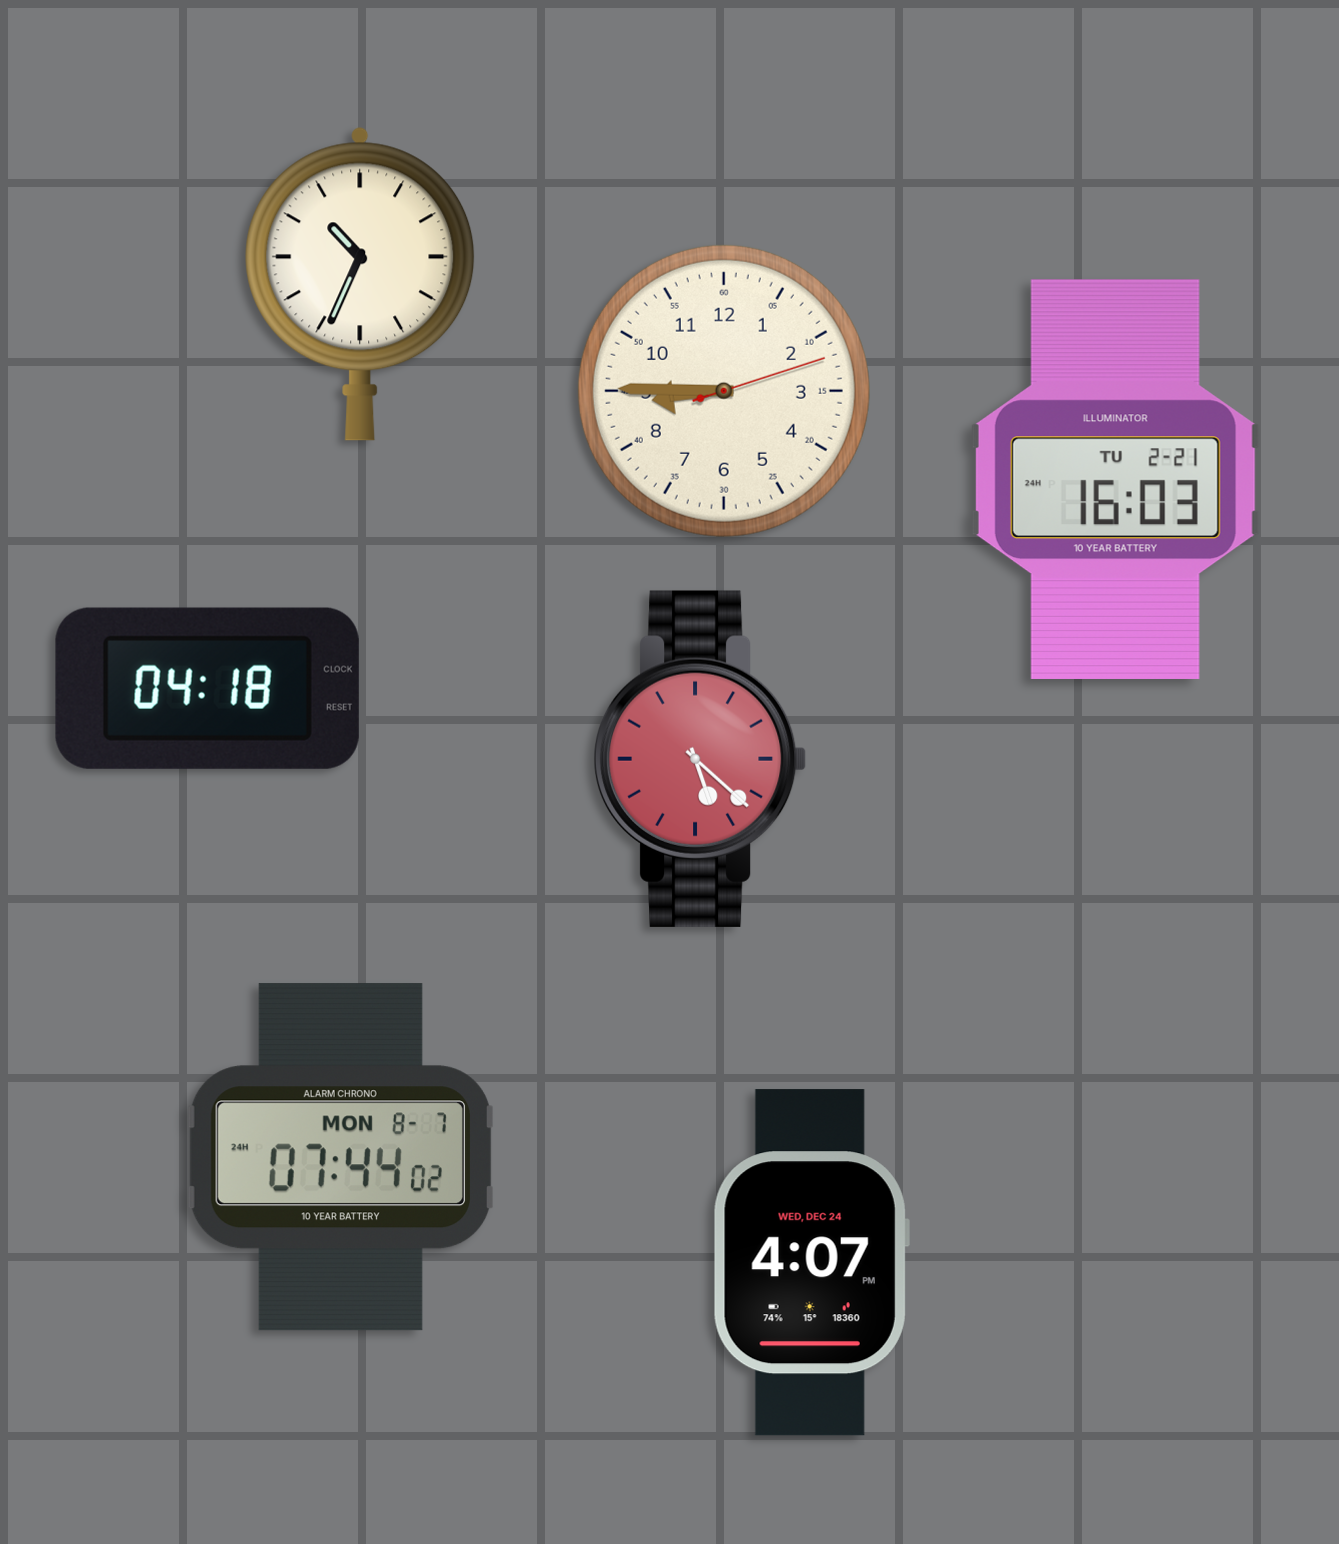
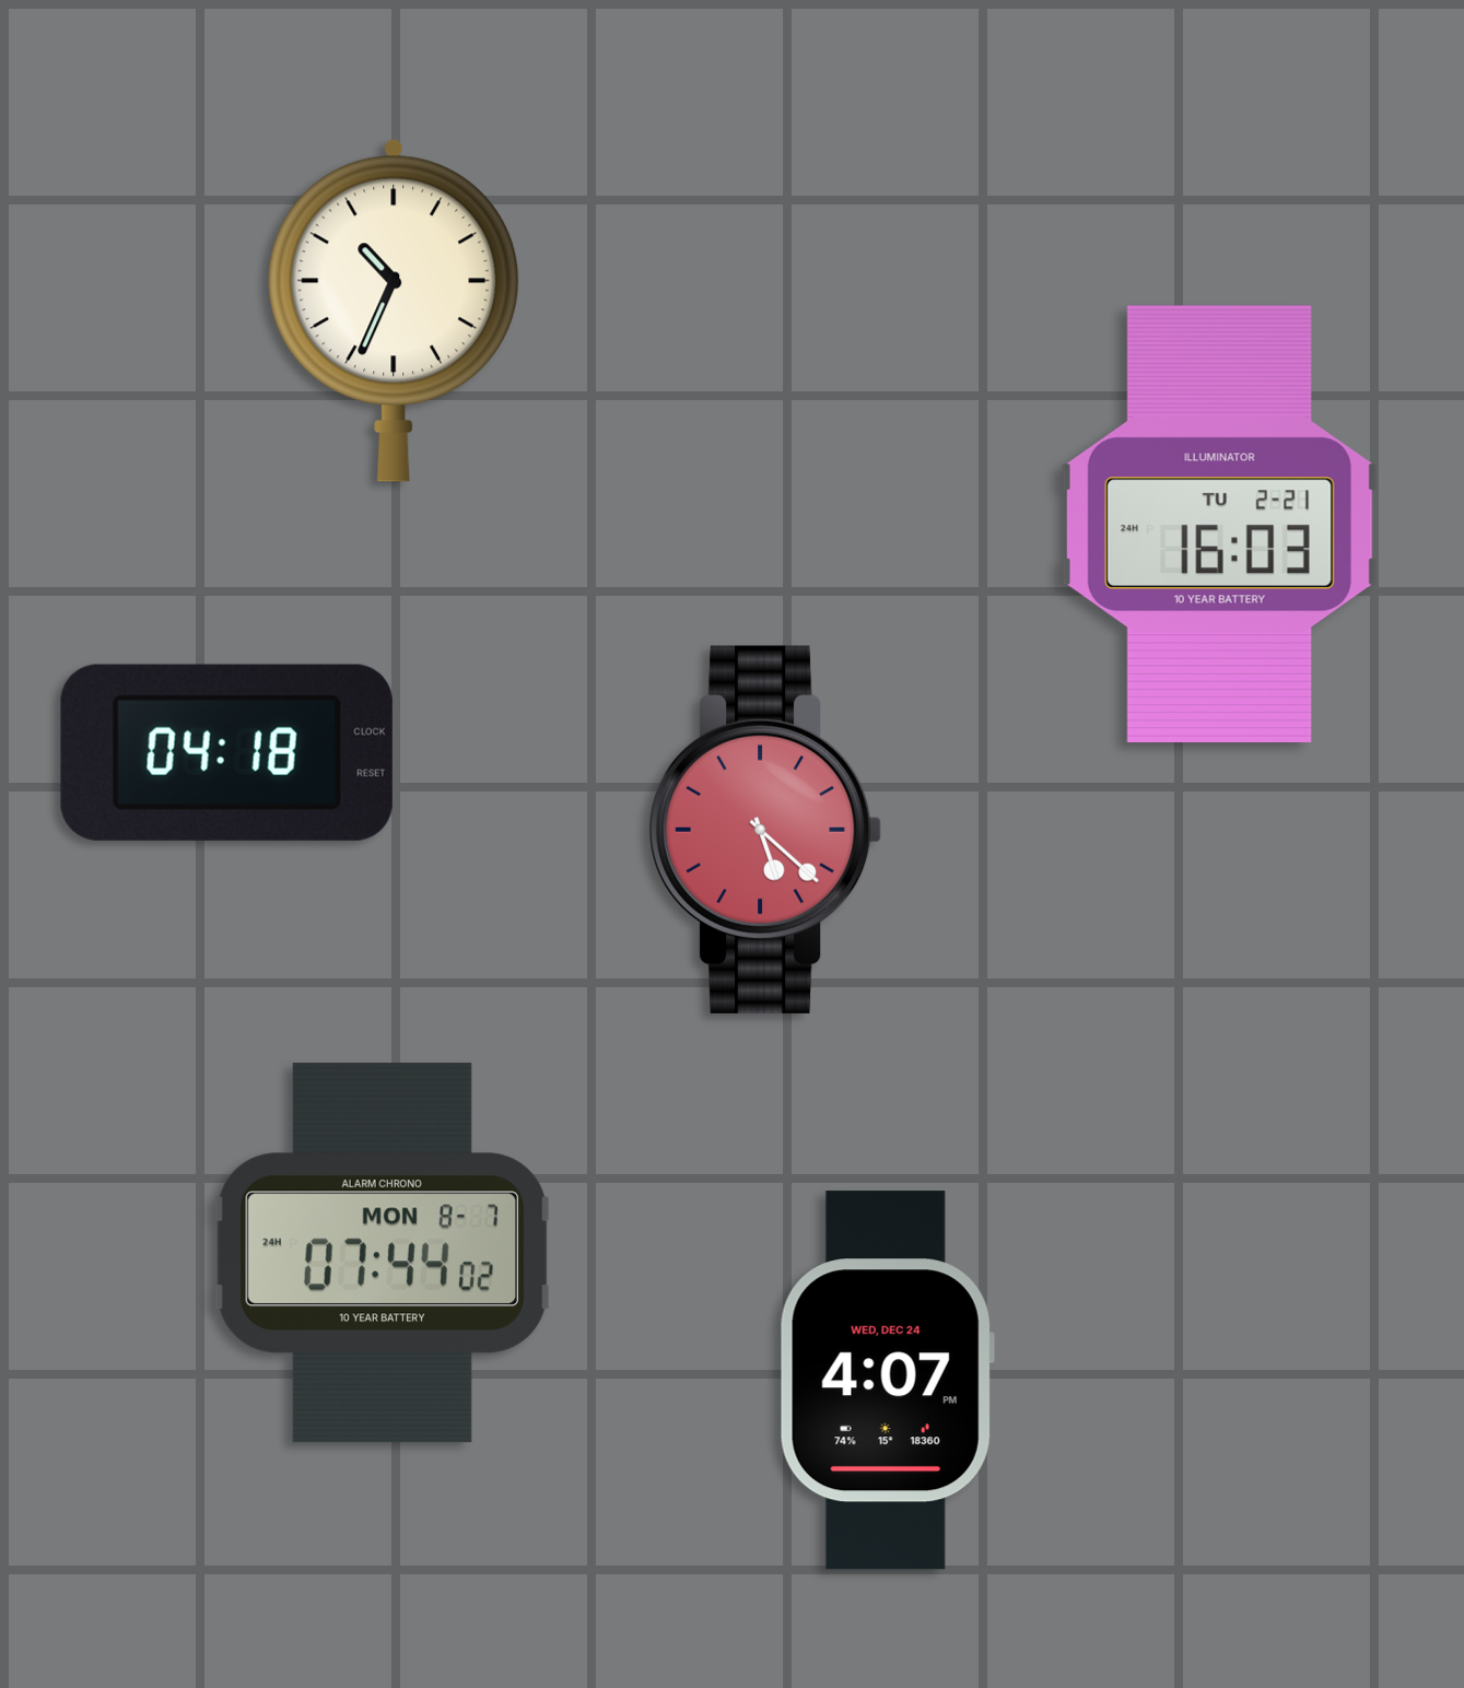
clock at (724, 391): 8:45 -> none
clock at (340, 1157) position: (340, 1157) -> (382, 1253)
